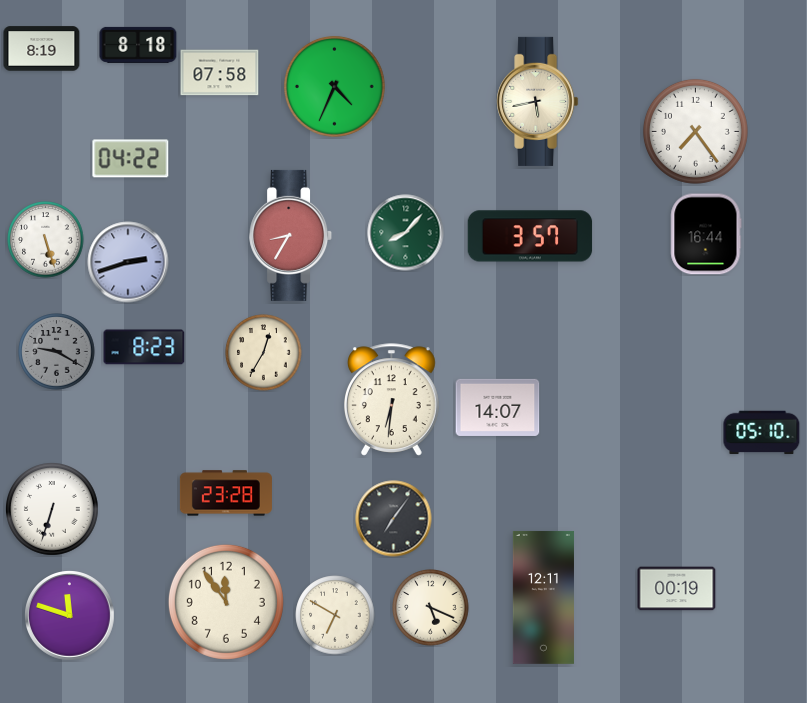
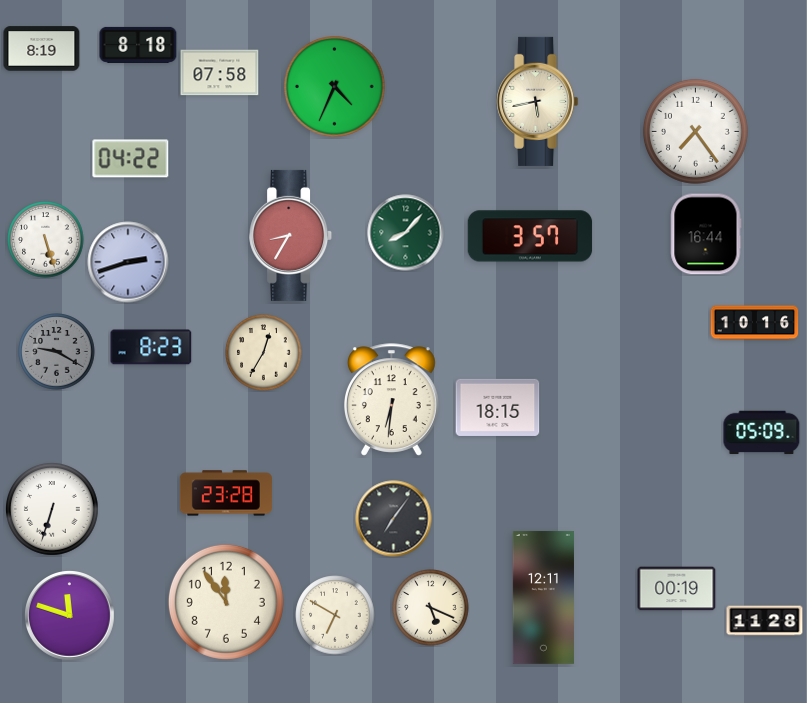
clock at (755, 323): none -> 10:16
clock at (144, 347) position: (144, 347) -> (151, 347)
clock at (498, 407): 14:07 -> 18:15
clock at (762, 433): 05:10 -> 05:09
clock at (765, 621): none -> 11:28
